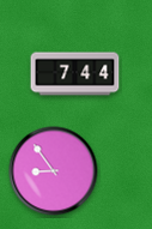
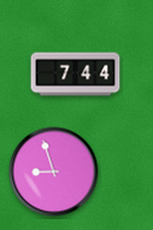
clock at (54, 171): 8:54 -> 8:57
